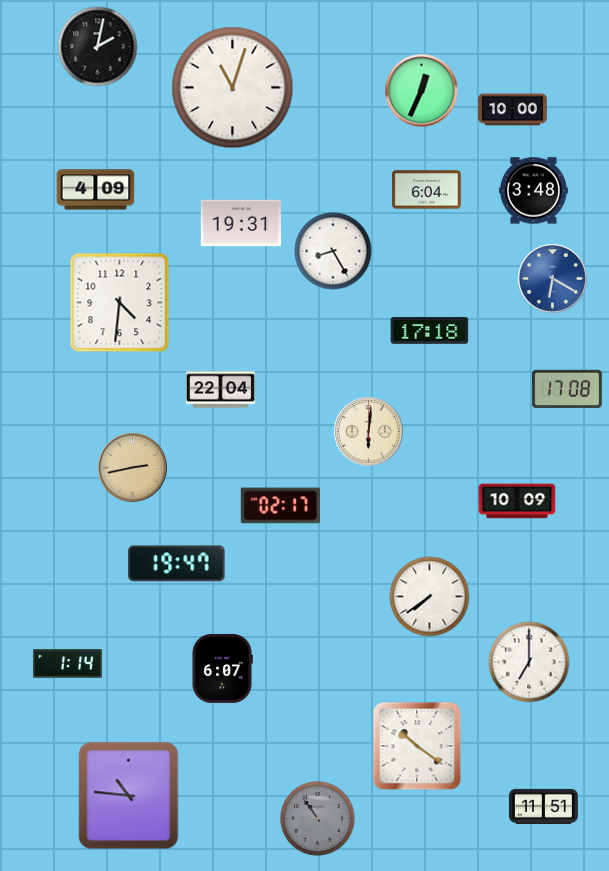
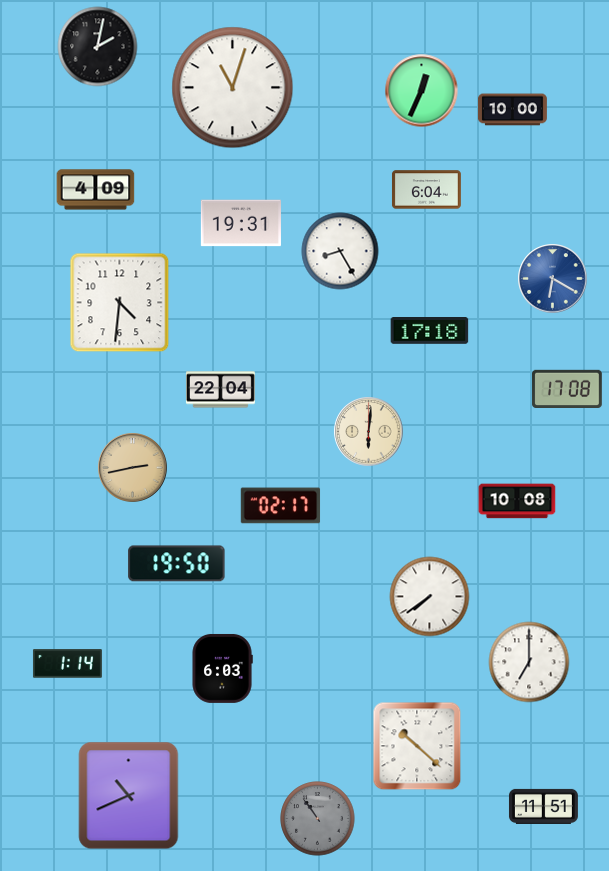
clock at (533, 191): 3:48 -> none
clock at (333, 251) position: (333, 251) -> (340, 251)
clock at (517, 501): 10:09 -> 10:08
clock at (177, 564): 19:47 -> 19:50
clock at (222, 668): 6:07 -> 6:03
clock at (417, 746): 10:21 -> 10:22
clock at (129, 796): 10:46 -> 10:41
